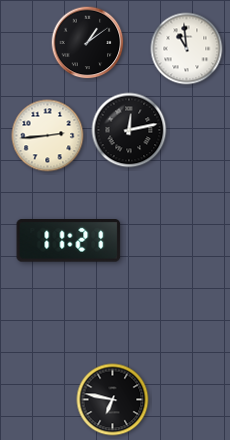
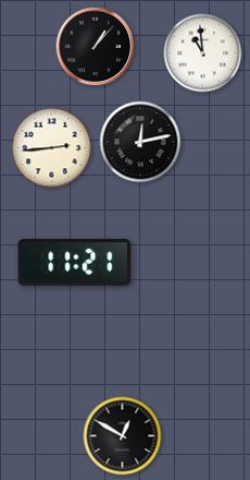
clock at (88, 43): 1:09 -> 1:07
clock at (113, 400): 6:47 -> 12:50
